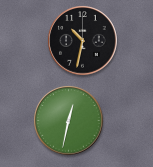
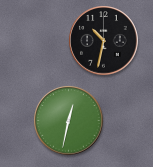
clock at (83, 41) position: (83, 41) -> (104, 41)
